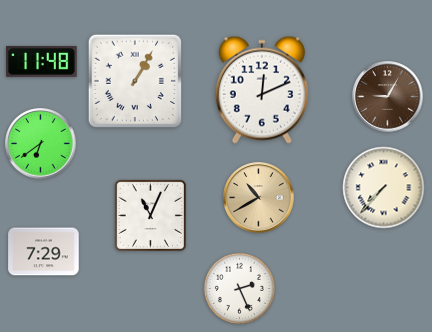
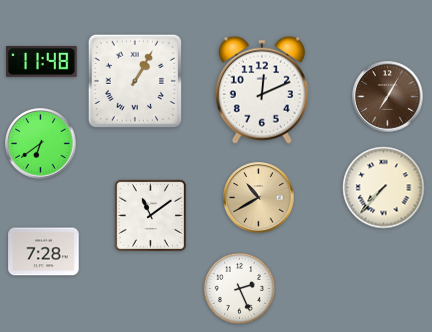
clock at (388, 97): 9:05 -> 7:05
clock at (150, 215): 11:04 -> 11:09
clock at (44, 252): 7:29 -> 7:28
